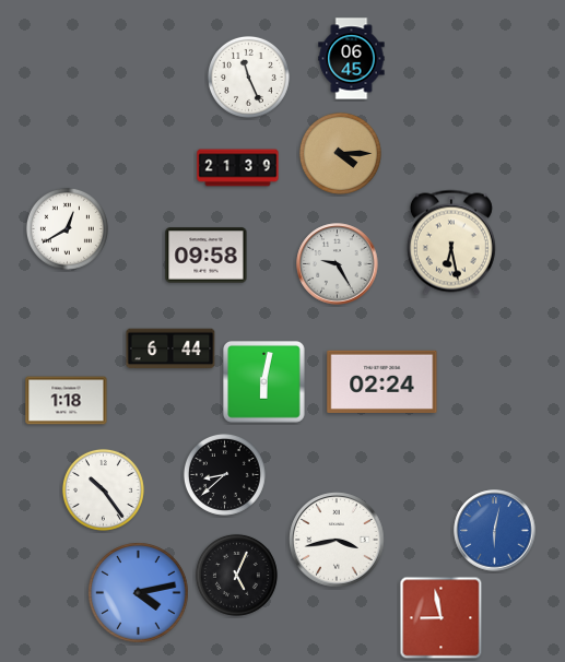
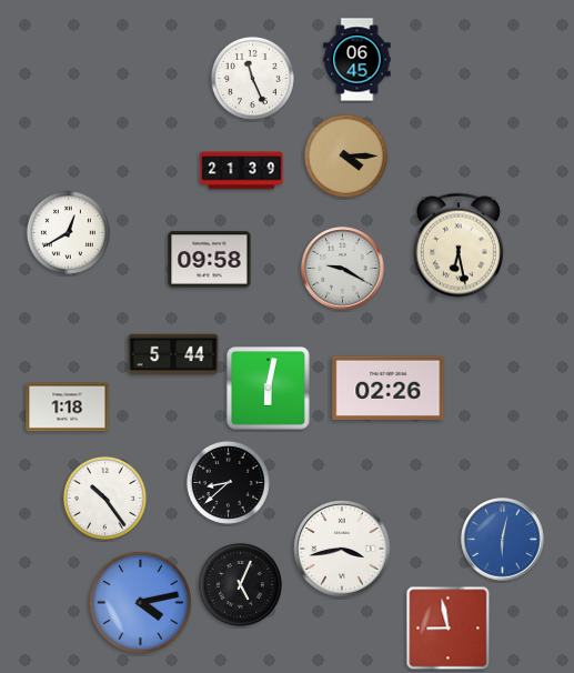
clock at (338, 264): 9:25 -> 9:20
clock at (170, 348): 6:44 -> 5:44
clock at (382, 381): 02:24 -> 02:26
